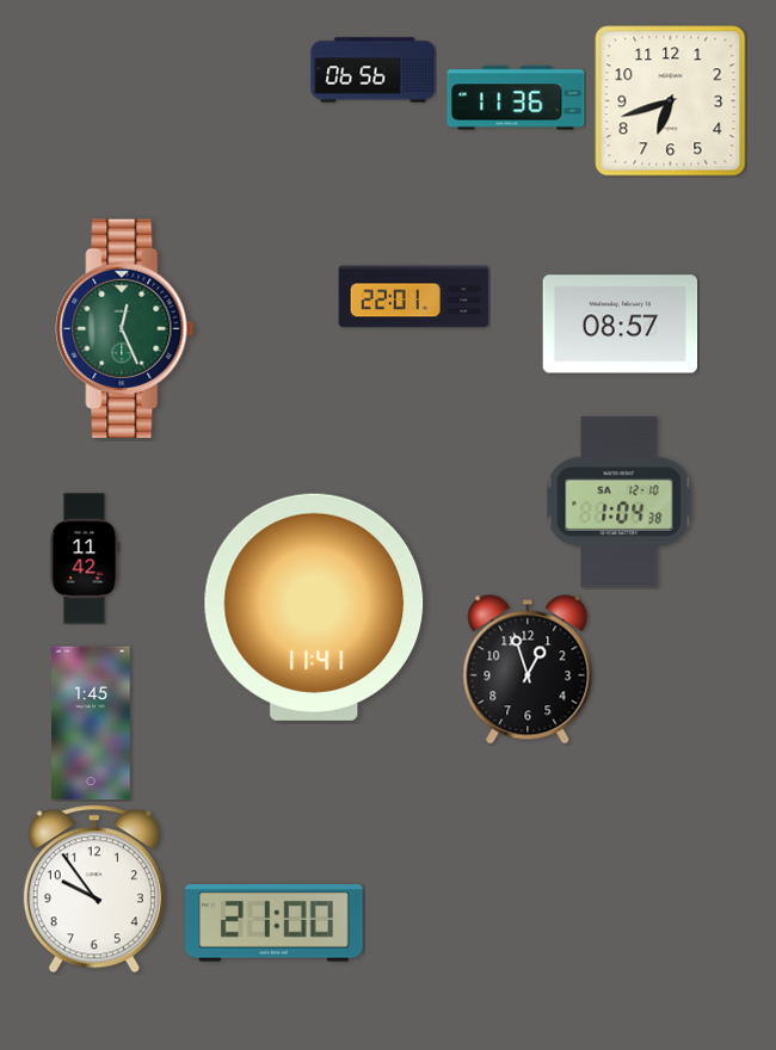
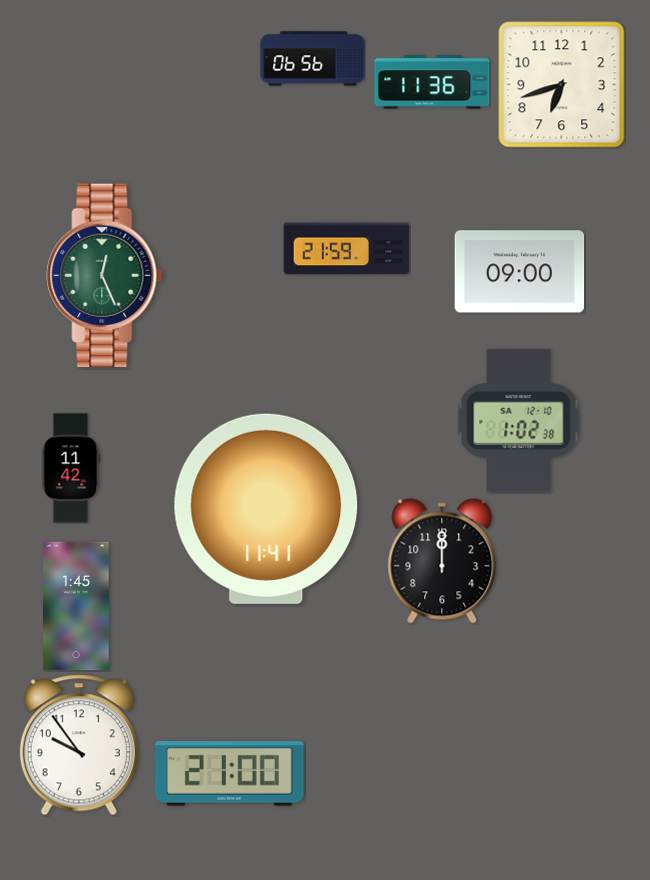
clock at (414, 297): 22:01 -> 21:59
clock at (621, 325): 08:57 -> 09:00
clock at (620, 501): 1:04 -> 1:02
clock at (314, 607) position: (314, 607) -> (266, 509)
clock at (528, 669): 12:57 -> 12:00
